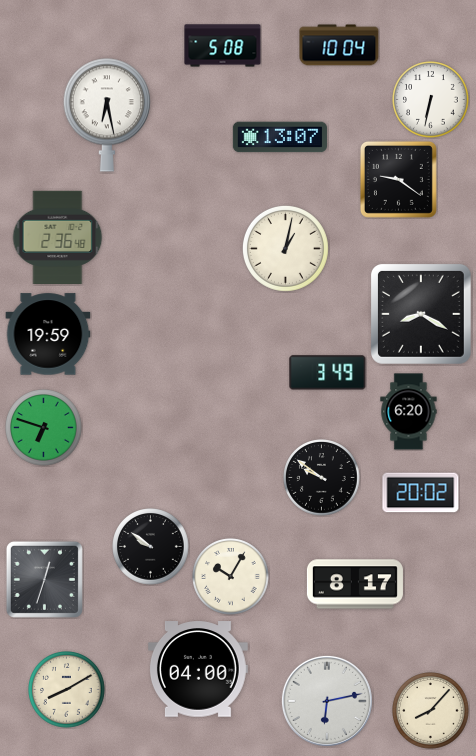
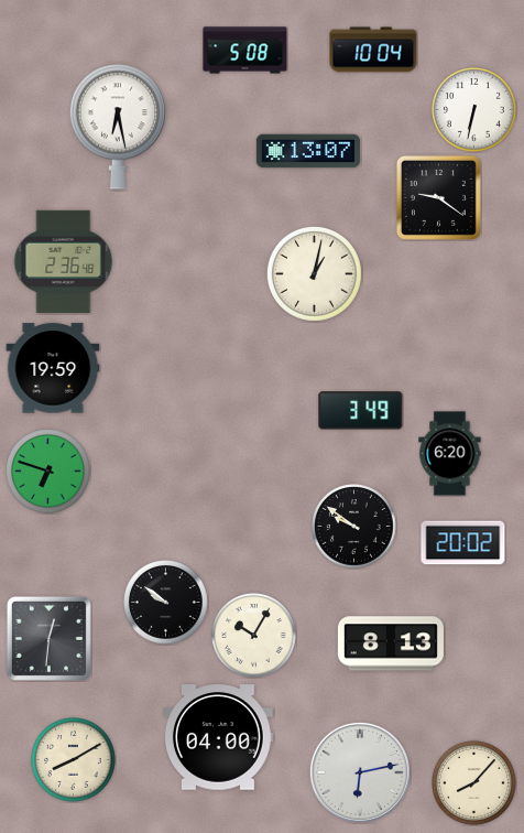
clock at (421, 314): 8:20 -> none
clock at (44, 579): 12:33 -> 12:31
clock at (355, 584): 8:17 -> 8:13
